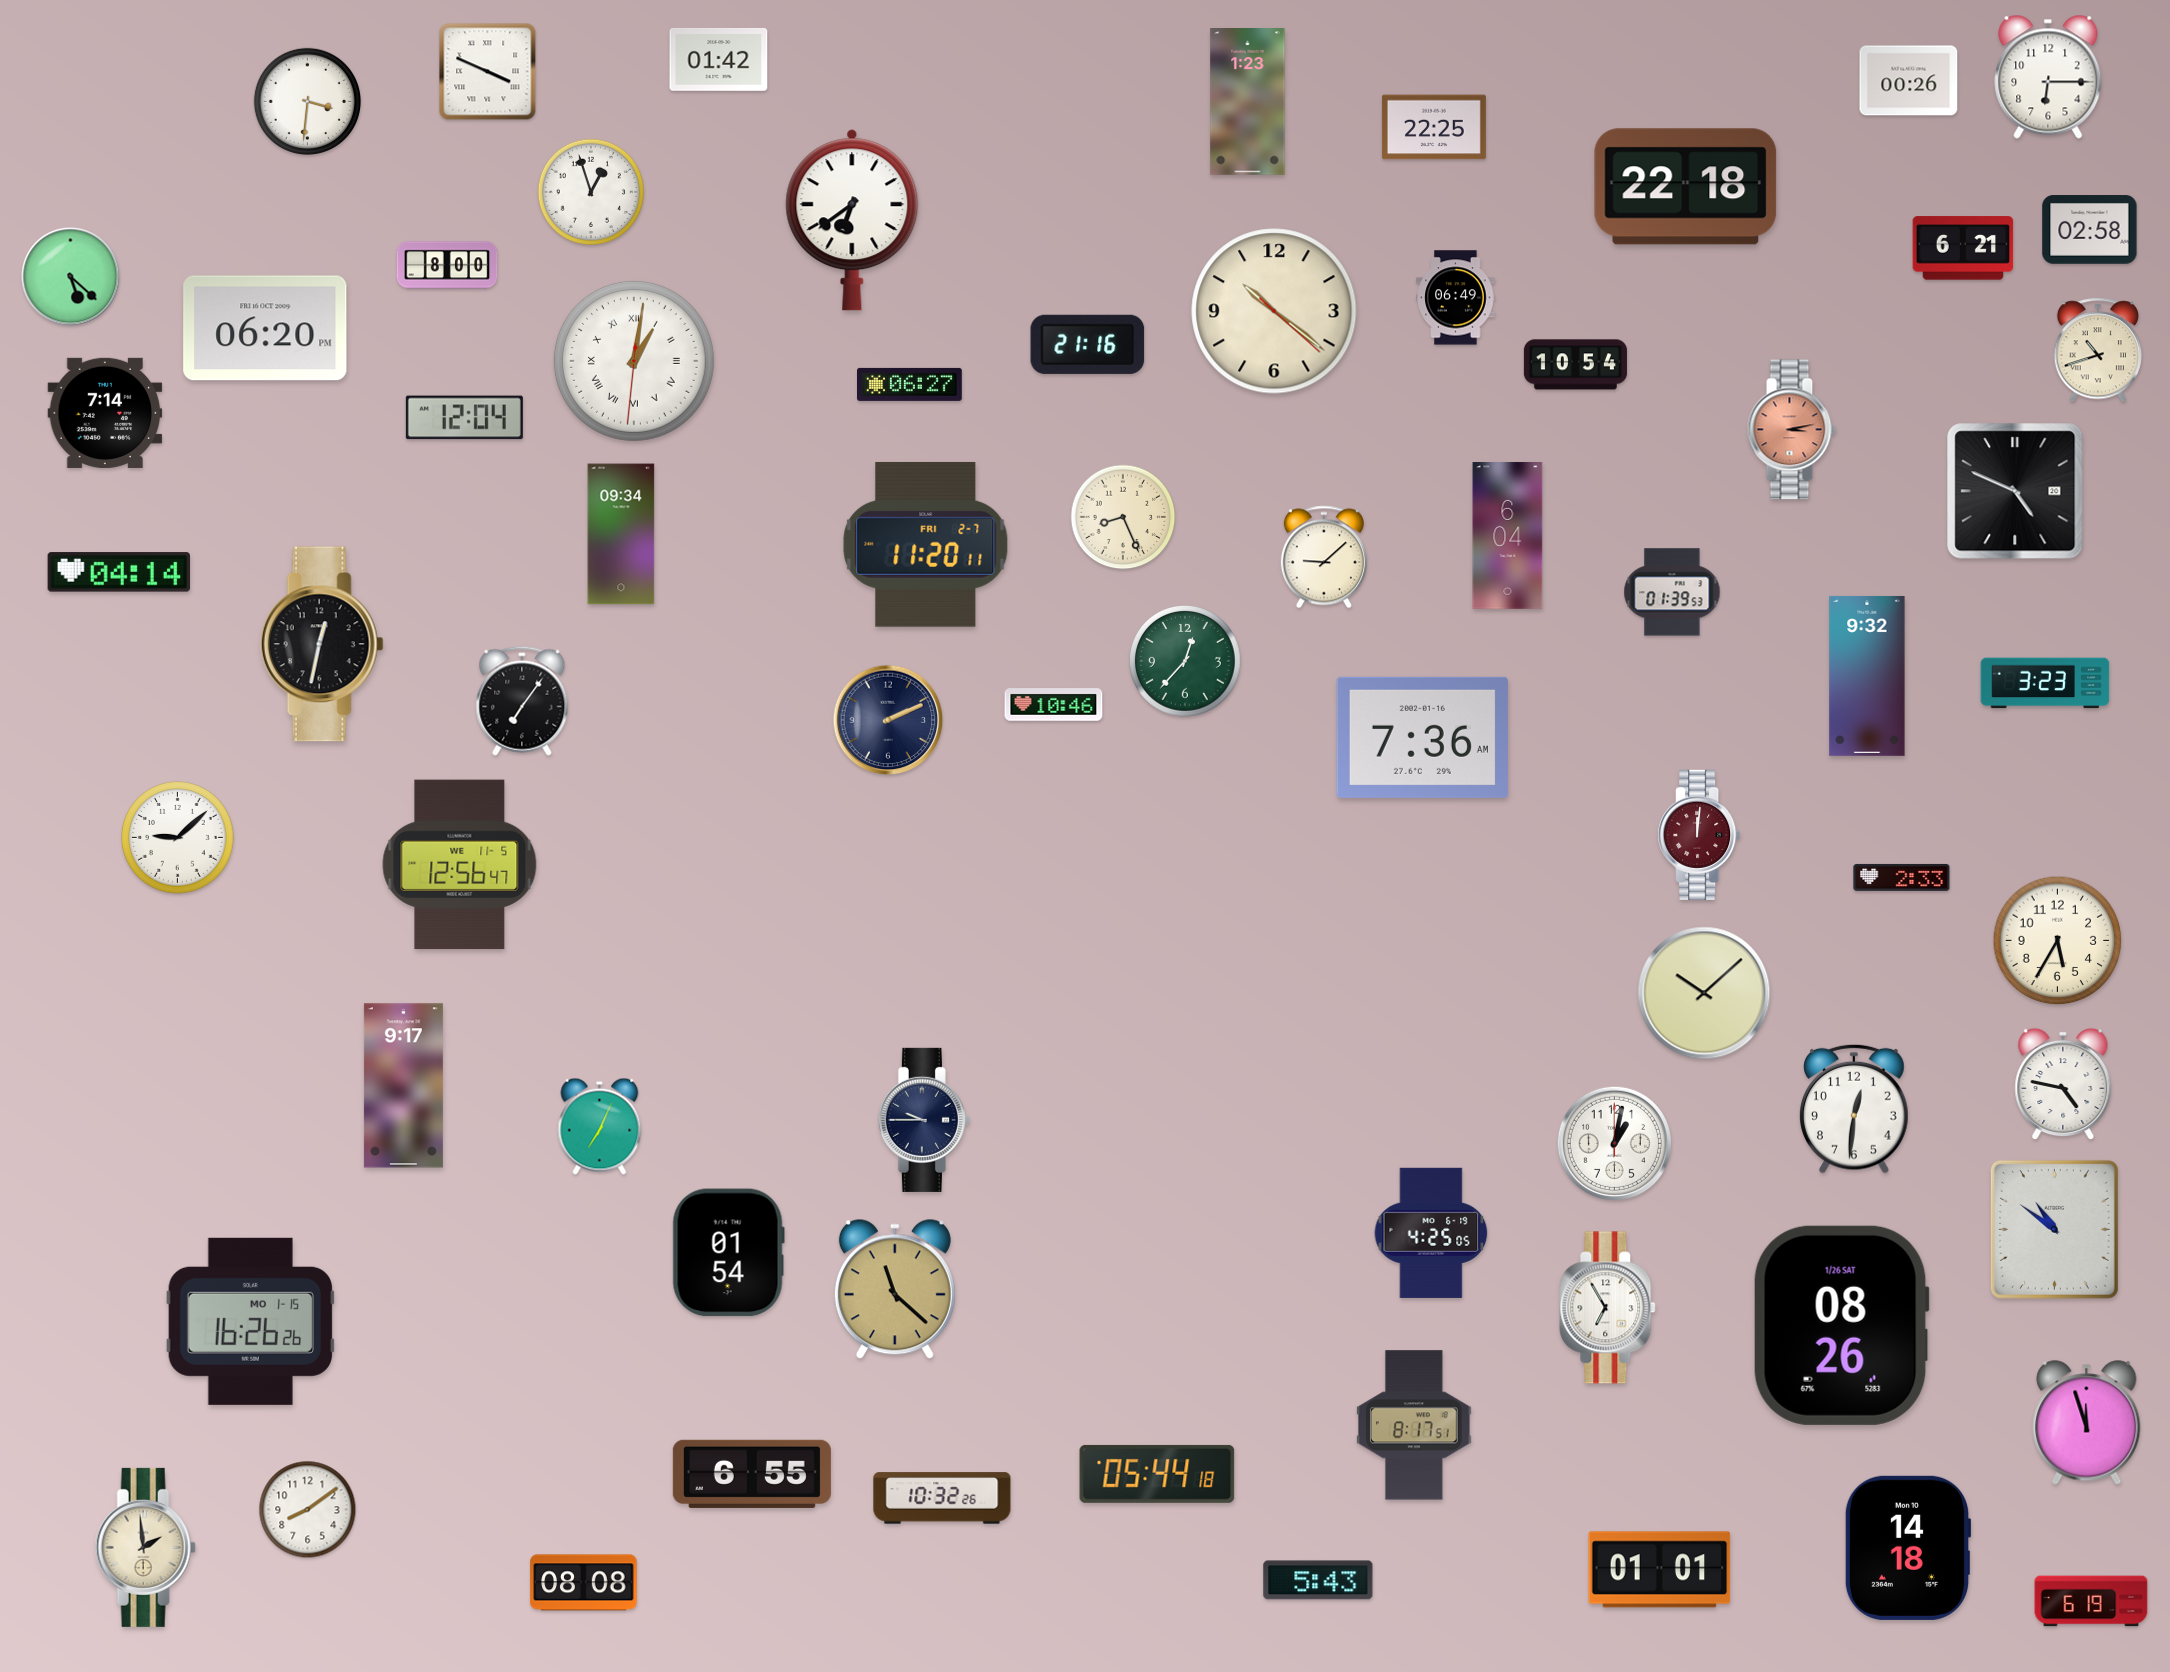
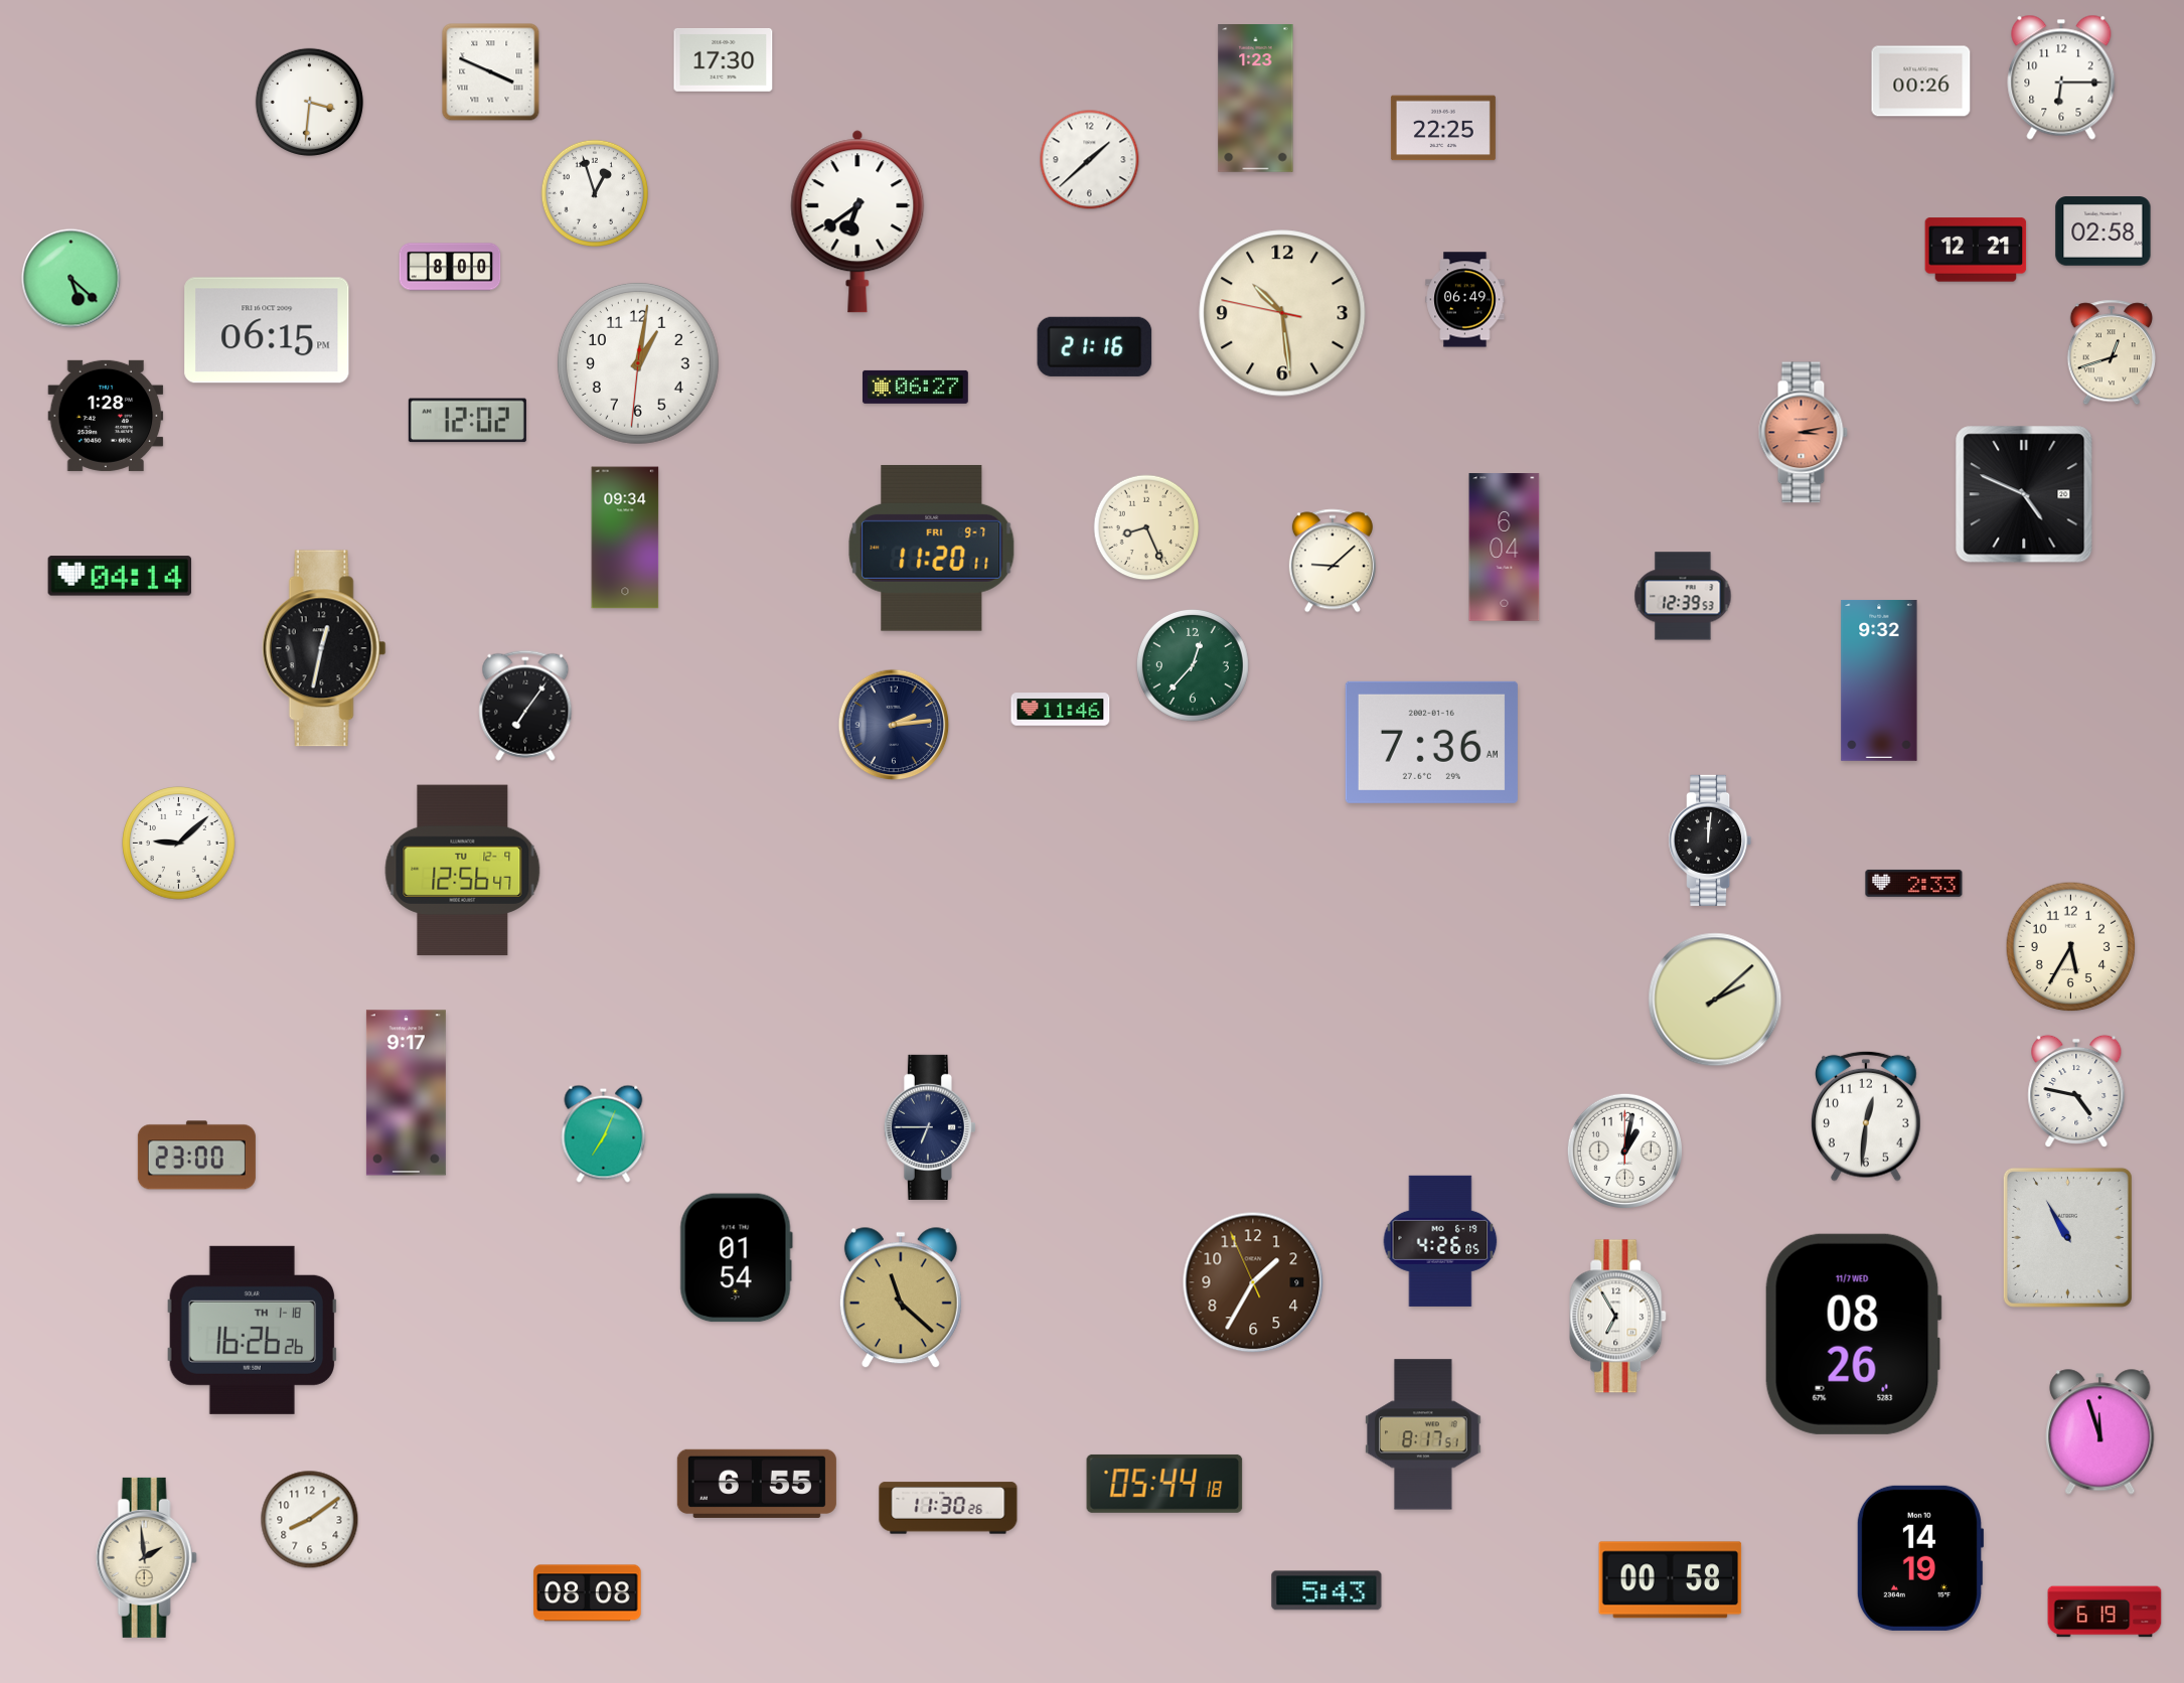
clock at (719, 59): 01:42 -> 17:30
clock at (1248, 102) position: (1248, 102) -> (1256, 99)
clock at (1090, 160): none -> 1:38
clock at (1686, 187): 22:18 -> none
clock at (1963, 248): 6:21 -> 12:21
clock at (1274, 311): 10:21 -> 10:28
clock at (265, 328): 06:20 -> 06:15
clock at (2097, 350): 10:42 -> 12:42
clock at (634, 361) numerals: Roman -> Arabic
clock at (1575, 365): 10:54 -> none
clock at (105, 413): 7:14 -> 1:28
clock at (464, 418): 12:04 -> 12:02
clock at (2015, 491) position: (2015, 491) -> (2024, 494)
clock at (1123, 517) position: (1123, 517) -> (1146, 527)
clock at (1508, 536) position: (1508, 536) -> (1505, 548)
clock at (926, 544) date: FRI 2-7 -> FRI 9-7
clock at (1672, 592): 01:39 -> 12:39
clock at (2045, 683): 3:23 -> none
clock at (1054, 705): 10:46 -> 11:46
clock at (888, 720): 2:11 -> 2:14
clock at (1699, 835) dial: burgundy -> black
clock at (460, 865) date: WE 11-5 -> TU 12-9
clock at (1704, 993): 10:08 -> 2:08
clock at (924, 1120): 9:45 -> 6:45
clock at (196, 1156): none -> 23:00
clock at (2054, 1229): 10:51 -> 10:55
clock at (1431, 1233): 4:25 -> 4:26
clock at (728, 1253) position: (728, 1253) -> (736, 1258)
clock at (1253, 1282): none -> 1:34
clock at (251, 1321) date: MO 1-15 -> TH 1-18
clock at (1841, 1325) date: 1/26 SAT -> 11/7 WED
clock at (942, 1498): 10:32 -> 11:30
clock at (1908, 1548): 14:18 -> 14:19
clock at (1660, 1570): 01:01 -> 00:58
